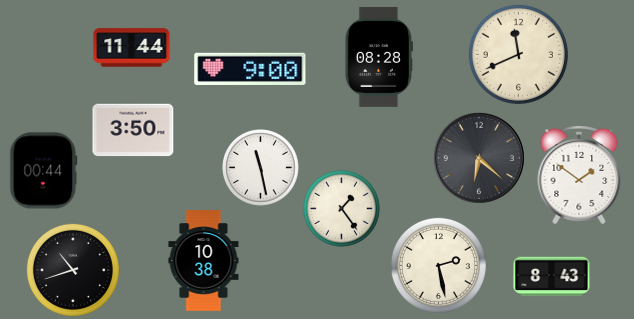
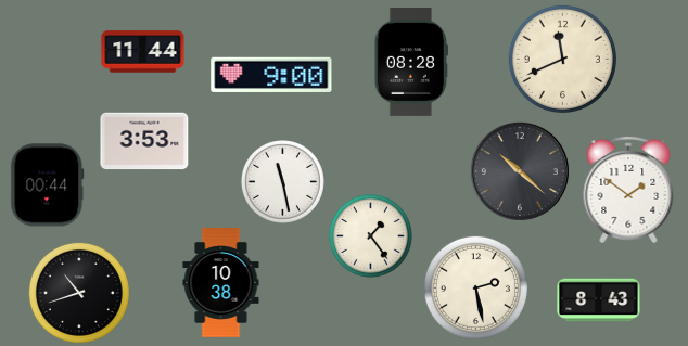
clock at (133, 130): 3:50 -> 3:53
clock at (479, 158): 6:22 -> 10:22
clock at (342, 209) position: (342, 209) -> (371, 236)
